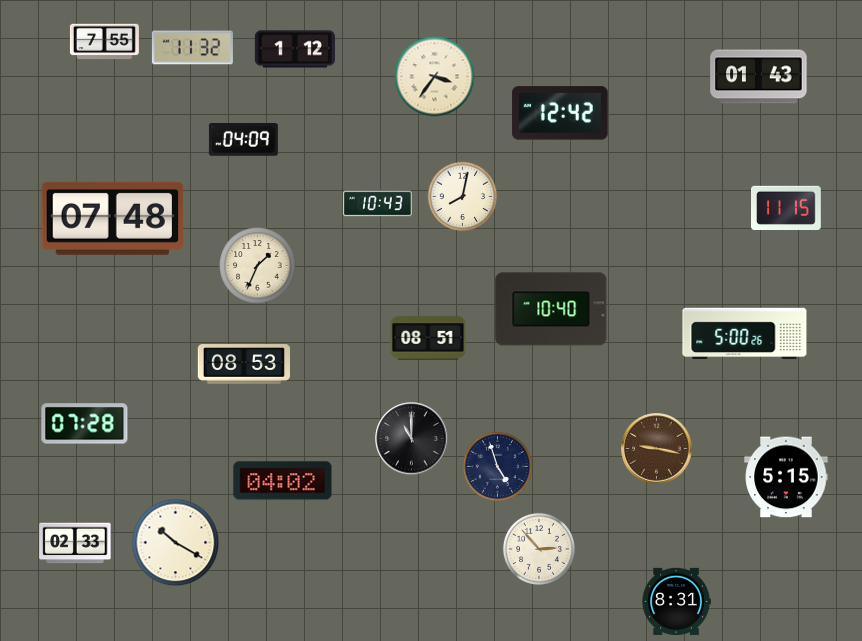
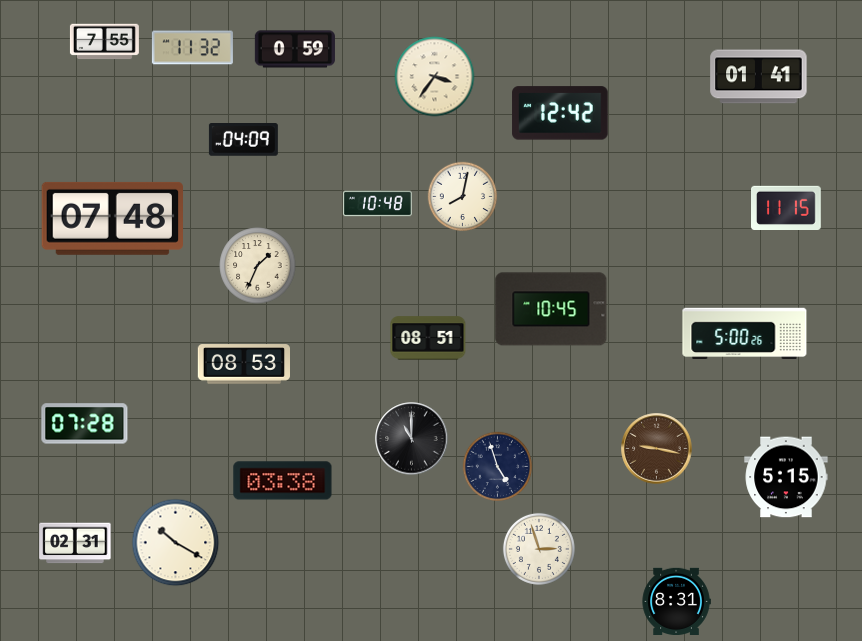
clock at (294, 49): 1:12 -> 0:59
clock at (759, 77): 01:43 -> 01:41
clock at (377, 204): 10:43 -> 10:48
clock at (551, 309): 10:40 -> 10:45
clock at (283, 481): 04:02 -> 03:38
clock at (75, 543): 02:33 -> 02:31
clock at (539, 549): 2:53 -> 2:57
